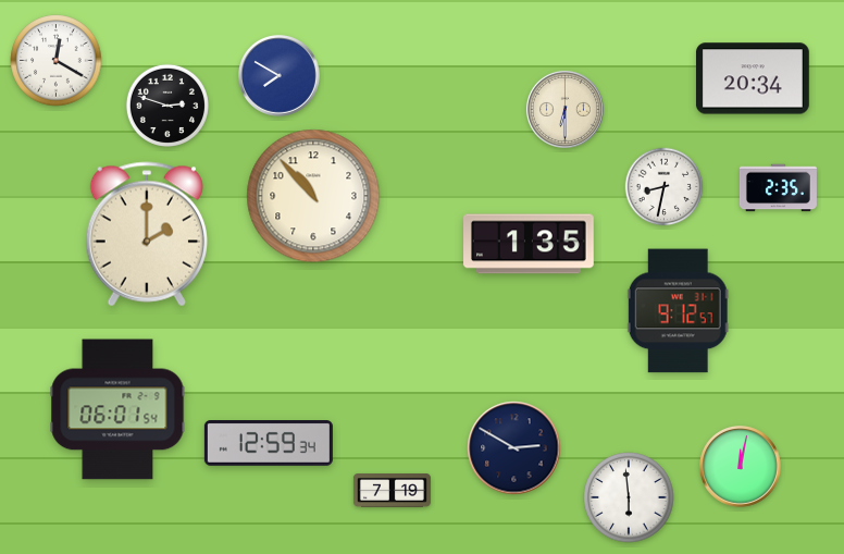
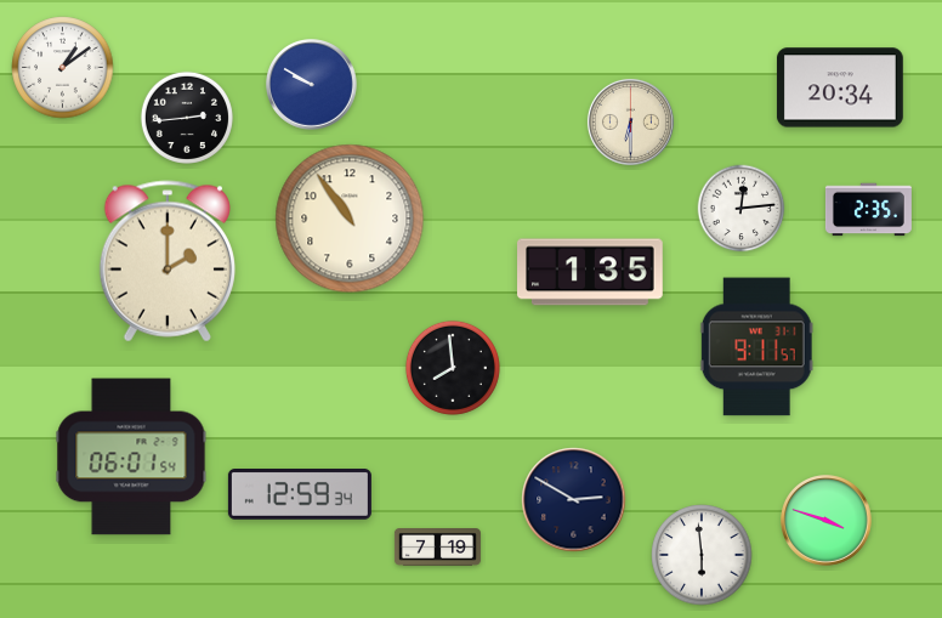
clock at (57, 61): 12:20 -> 1:09
clock at (280, 76): 7:50 -> 9:50
clock at (167, 106): 2:48 -> 2:44
clock at (665, 187): 8:32 -> 12:14
clock at (313, 196): 10:53 -> 10:54
clock at (147, 234) position: (147, 234) -> (168, 261)
clock at (678, 311): 9:12 -> 9:11
clock at (453, 368): none -> 7:59
clock at (741, 467): 12:02 -> 3:48
